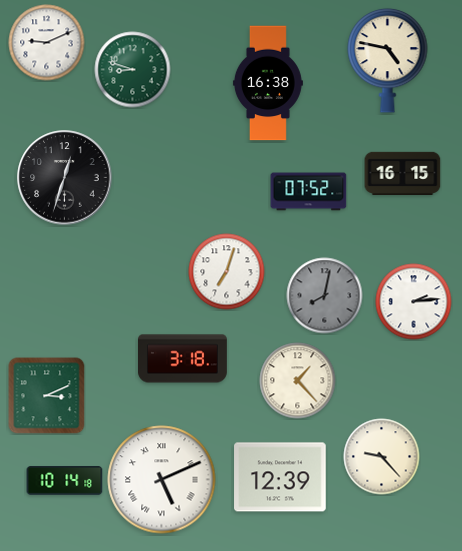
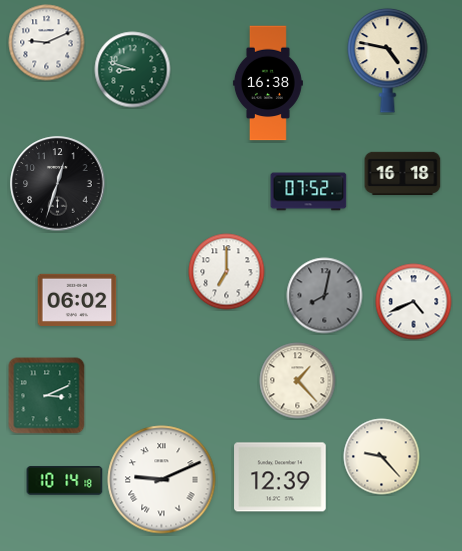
clock at (403, 173): 16:15 -> 16:18
clock at (65, 178) position: (65, 178) -> (58, 184)
clock at (227, 272): 7:03 -> 7:00
clock at (77, 300): none -> 06:02
clock at (414, 302): 2:14 -> 4:41
clock at (183, 359): 3:18 -> none
clock at (162, 480): 5:11 -> 9:11
